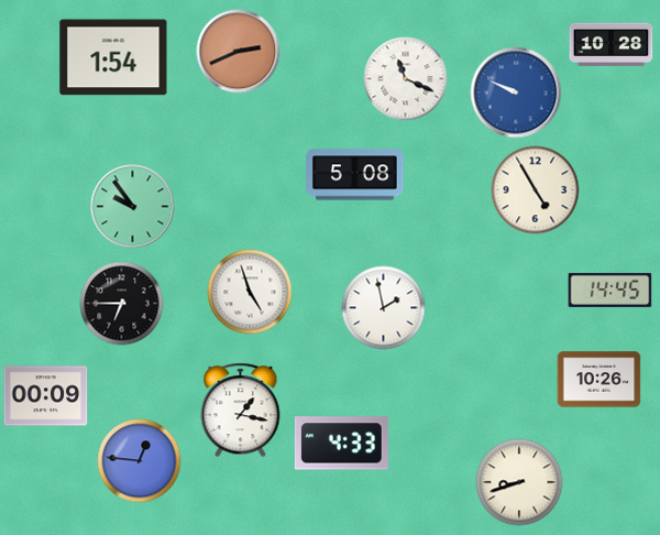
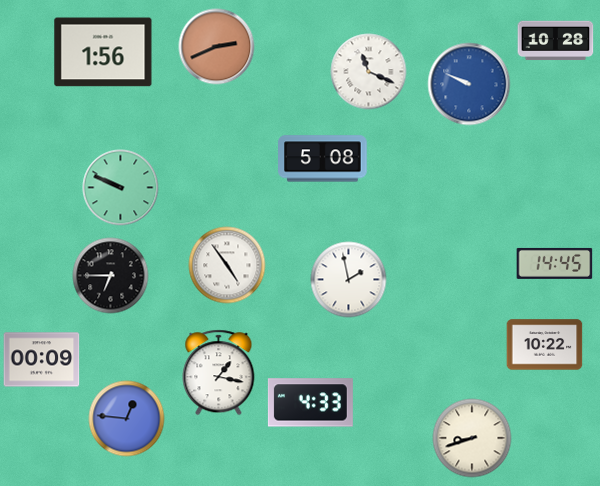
clock at (113, 57): 1:54 -> 1:56
clock at (536, 190): 4:55 -> none
clock at (133, 207): 9:54 -> 9:49
clock at (250, 292): 4:57 -> 4:54
clock at (599, 380): 10:26 -> 10:22
